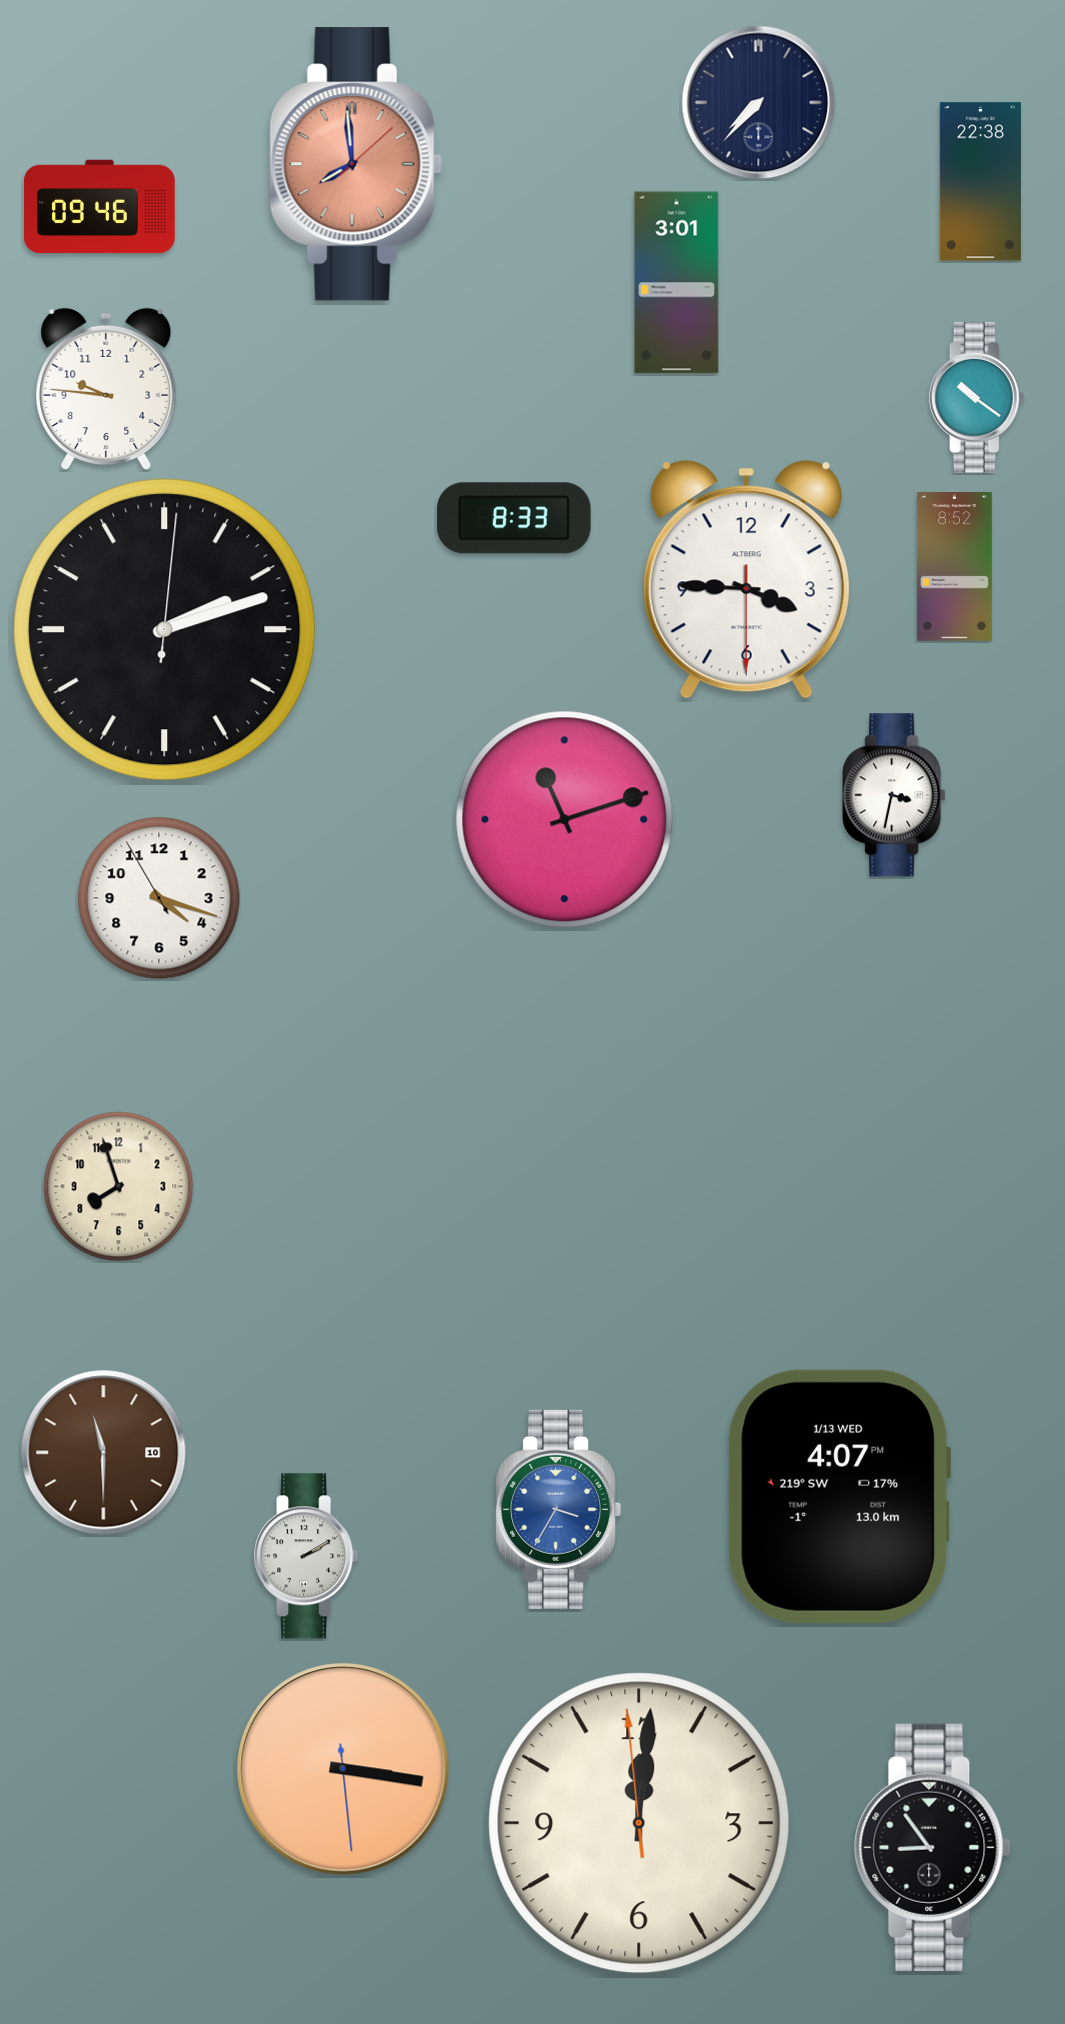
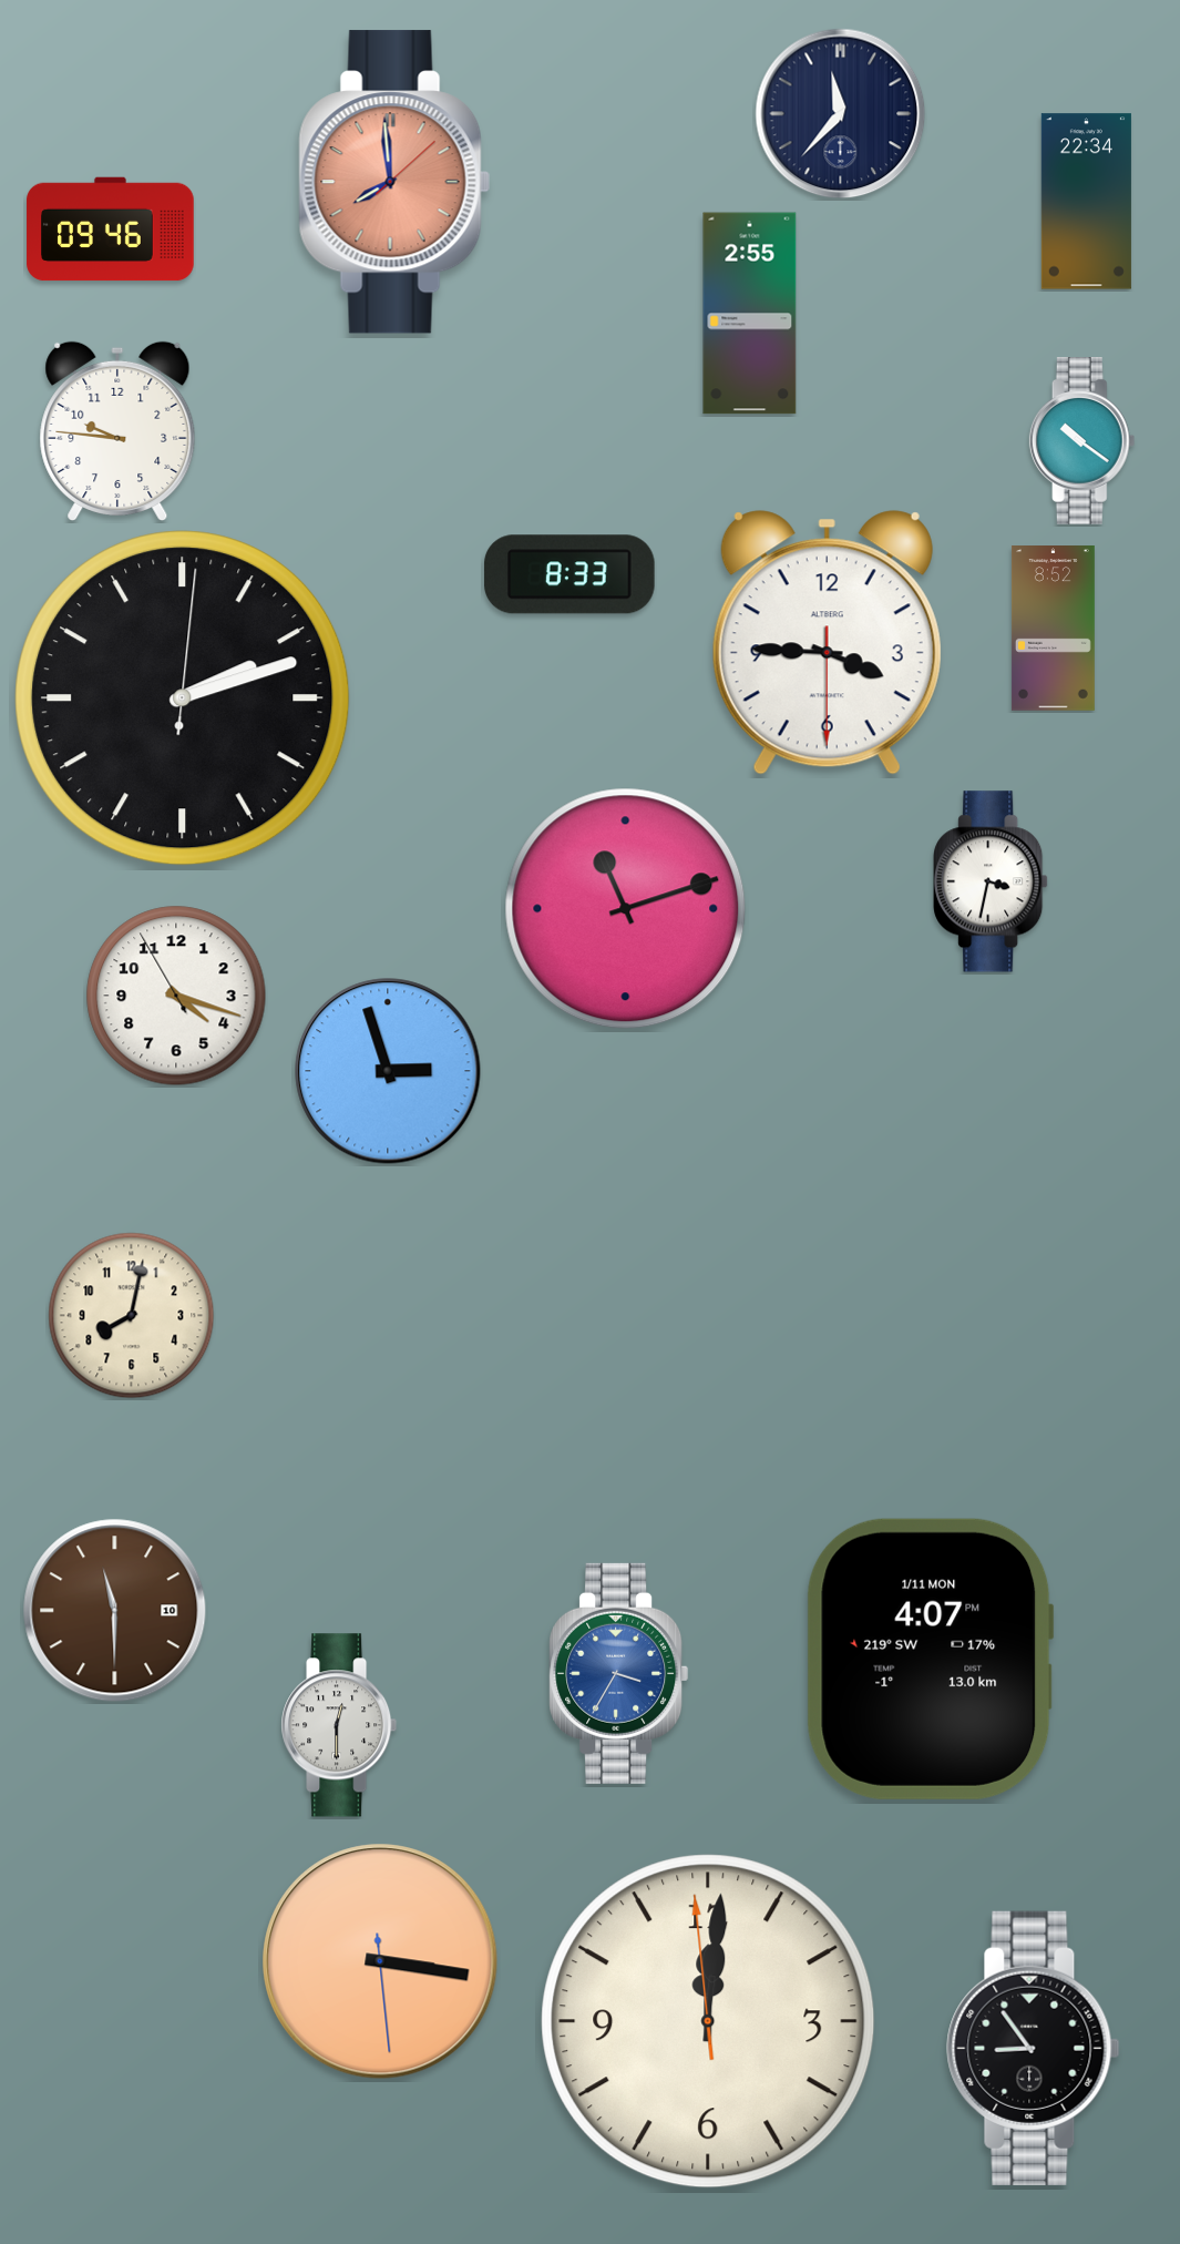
clock at (759, 103): 7:37 -> 11:37
clock at (980, 182): 22:38 -> 22:34
clock at (677, 283): 3:01 -> 2:55
clock at (954, 567) position: (954, 567) -> (1053, 629)
clock at (388, 1071): none -> 2:57
clock at (119, 1187): 7:57 -> 8:02
clock at (839, 1496) date: 1/13 WED -> 1/11 MON
clock at (306, 1556): 2:10 -> 12:30
